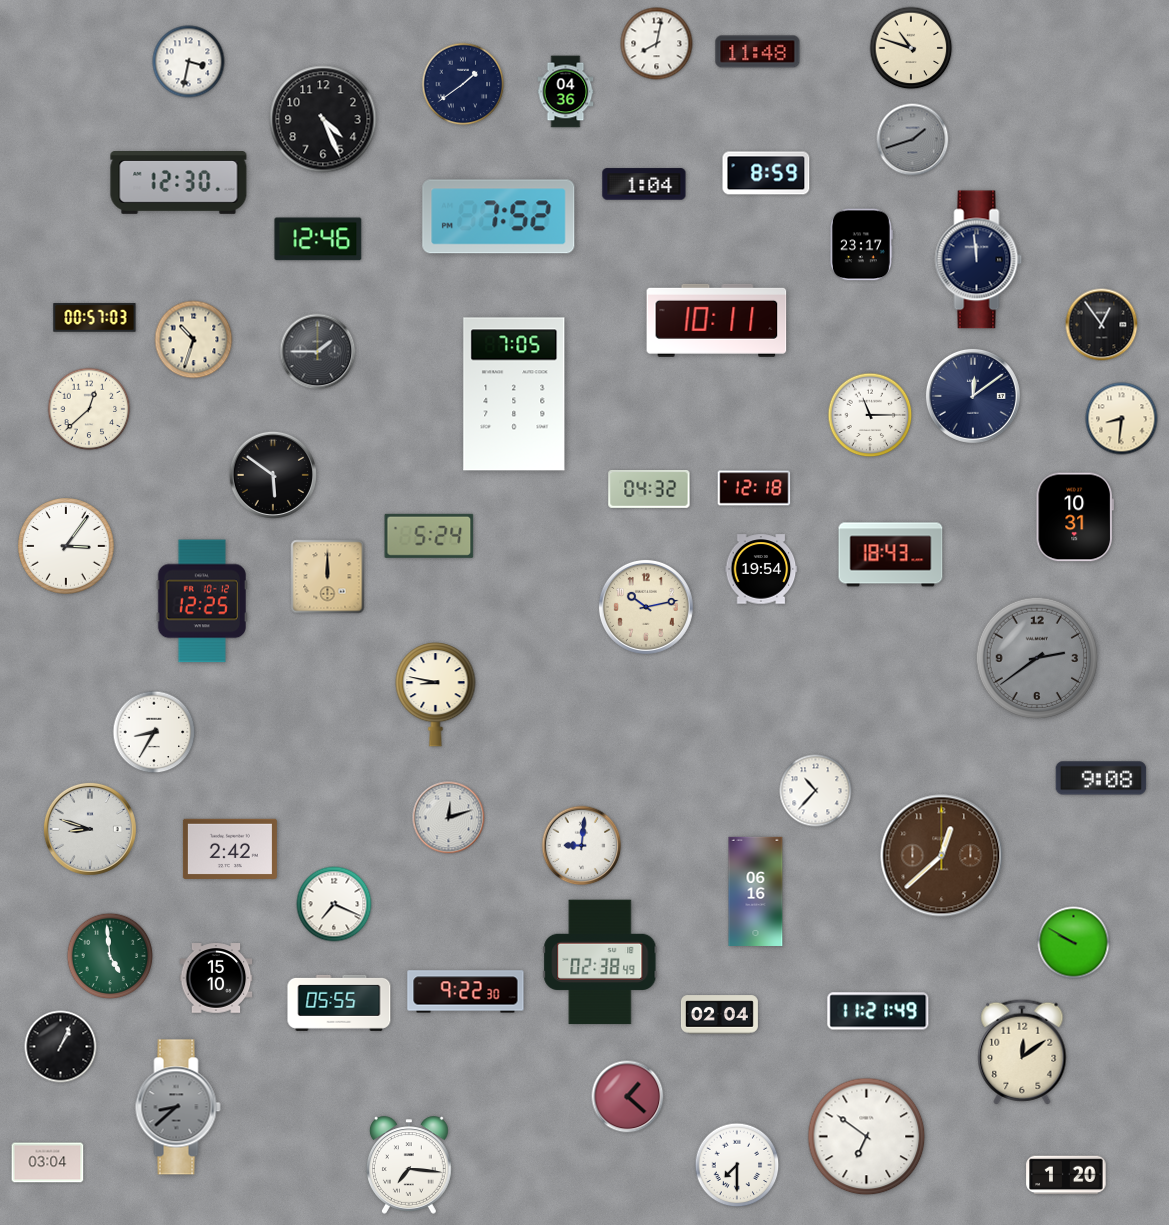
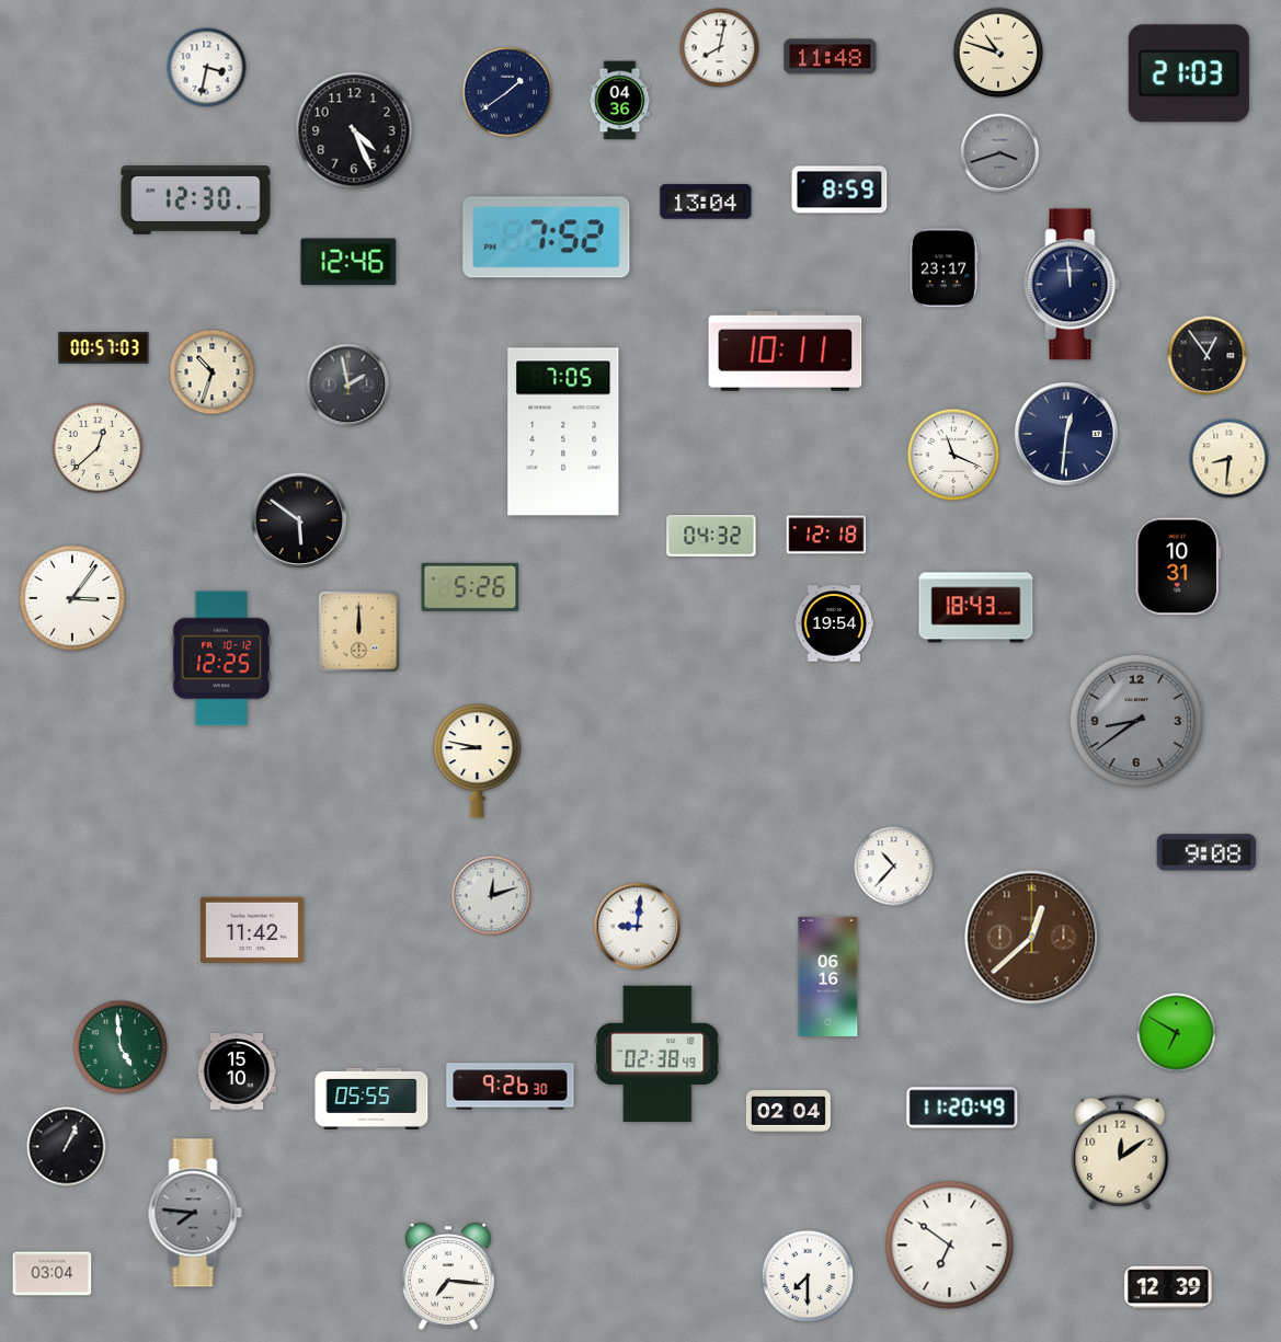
clock at (1189, 73): none -> 21:03
clock at (913, 140): 1:42 -> 3:42
clock at (644, 184): 1:04 -> 13:04
clock at (318, 352): 1:45 -> 1:58
clock at (973, 396): 12:09 -> 12:31
clock at (870, 415): 11:15 -> 11:19
clock at (429, 536): 5:24 -> 5:26
clock at (646, 607): 10:13 -> none
clock at (1037, 658): 2:39 -> 8:39
clock at (154, 732): 8:35 -> none
clock at (90, 829): 8:48 -> none
clock at (230, 849): 2:42 -> 11:42
clock at (334, 904): 7:19 -> none
clock at (1074, 943): 9:50 -> 6:50
clock at (466, 992): 9:22 -> 9:26
clock at (878, 1011): 11:21 -> 11:20
clock at (628, 1097): 1:22 -> none
clock at (178, 1107): 8:38 -> 7:46
clock at (1066, 1175): 1:20 -> 12:39
